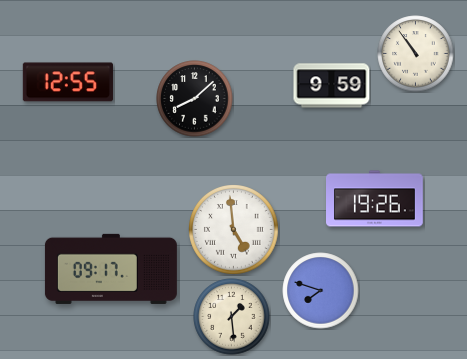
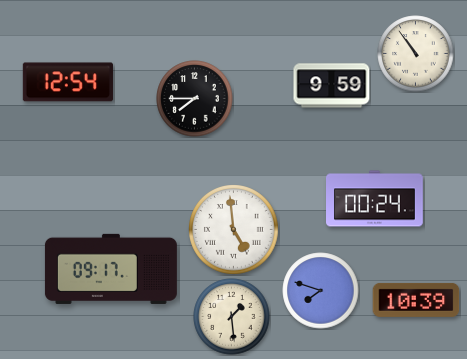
clock at (68, 82): 12:55 -> 12:54
clock at (195, 99): 8:08 -> 7:45
clock at (375, 199): 19:26 -> 00:24
clock at (416, 300): none -> 10:39
